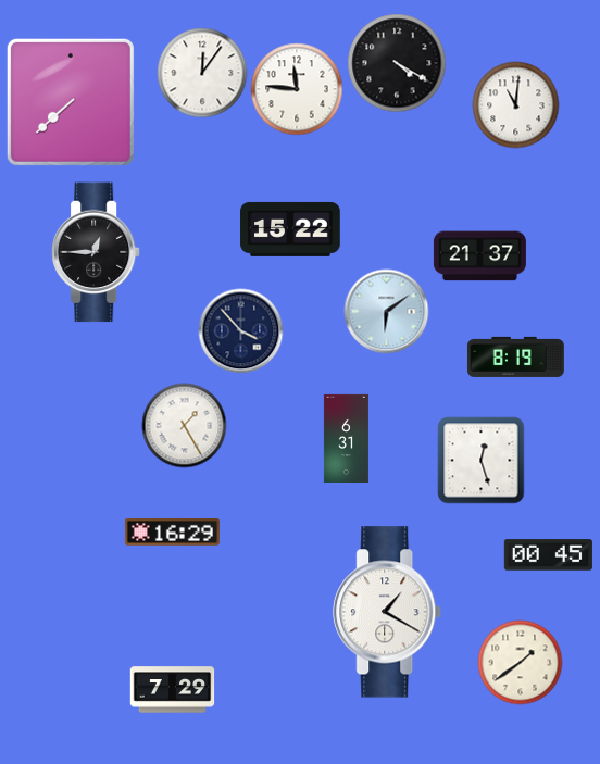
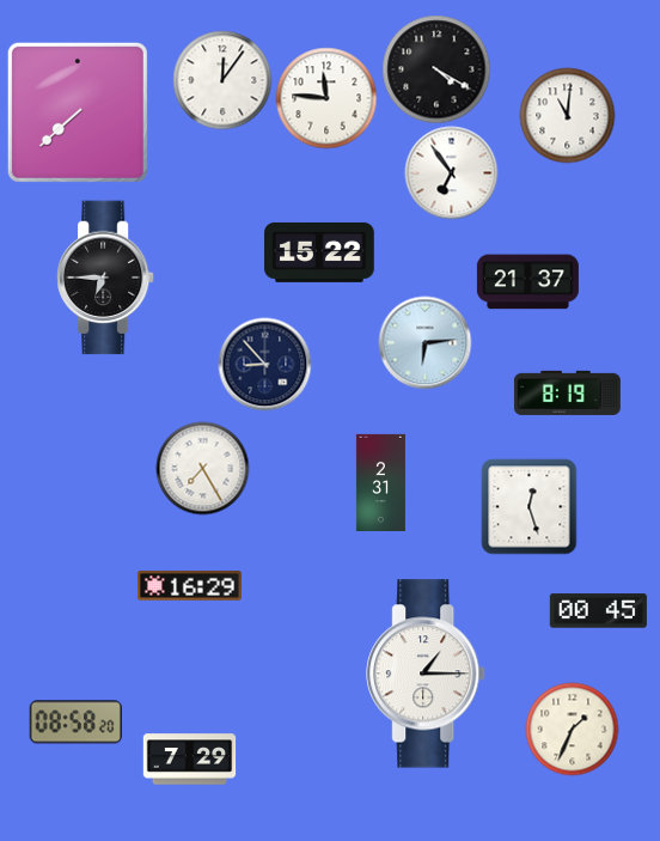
clock at (451, 172): none -> 6:54
clock at (96, 252): 12:45 -> 6:45
clock at (386, 311): 6:09 -> 6:14
clock at (240, 330): 3:53 -> 8:53
clock at (184, 425): 1:25 -> 7:25
clock at (346, 438): 6:31 -> 2:31
clock at (548, 555) position: (548, 555) -> (598, 611)
clock at (388, 612): 1:20 -> 1:15
clock at (75, 723): none -> 08:58
clock at (520, 662): 1:39 -> 1:34
